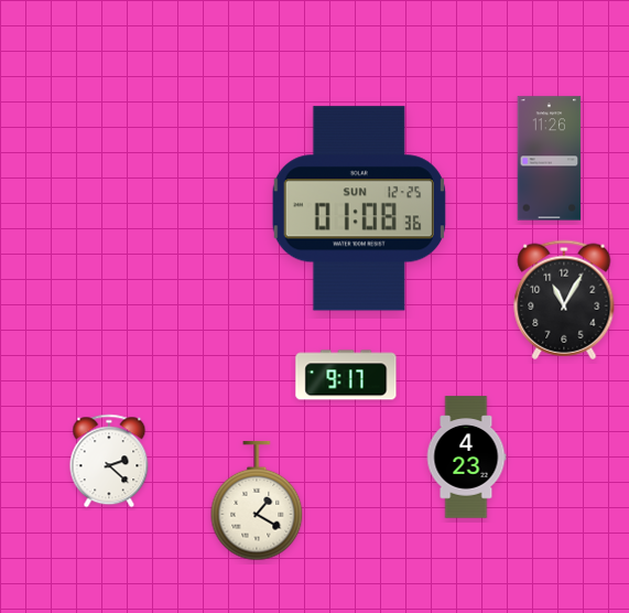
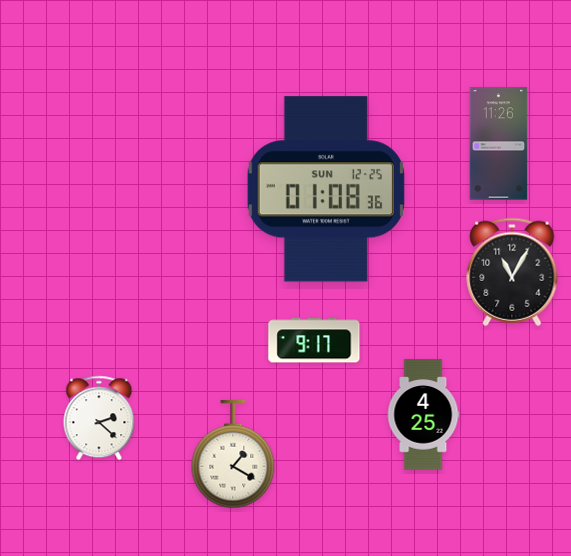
clock at (466, 458): 4:23 -> 4:25
